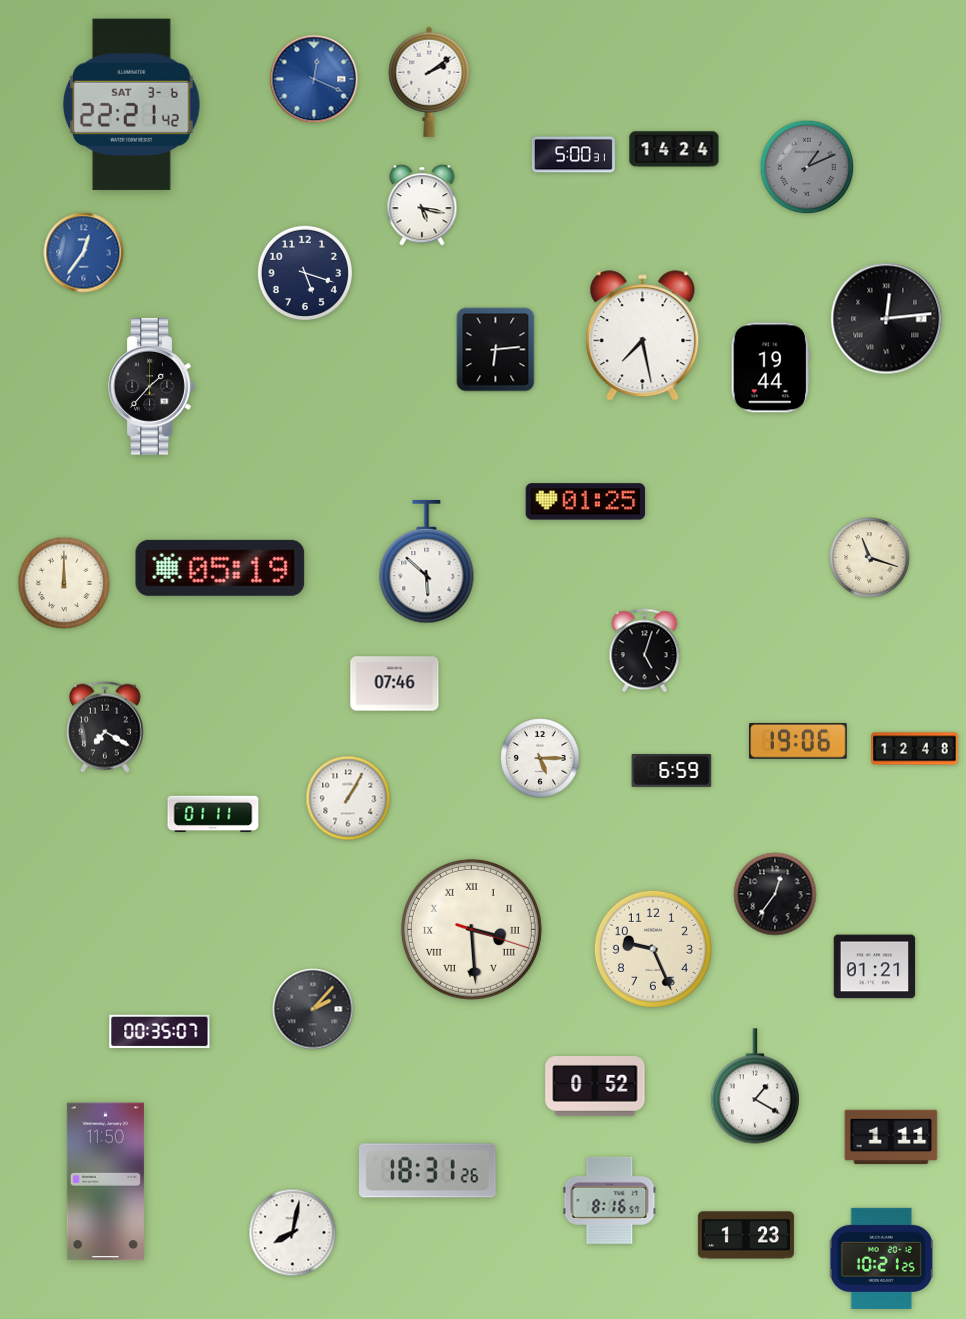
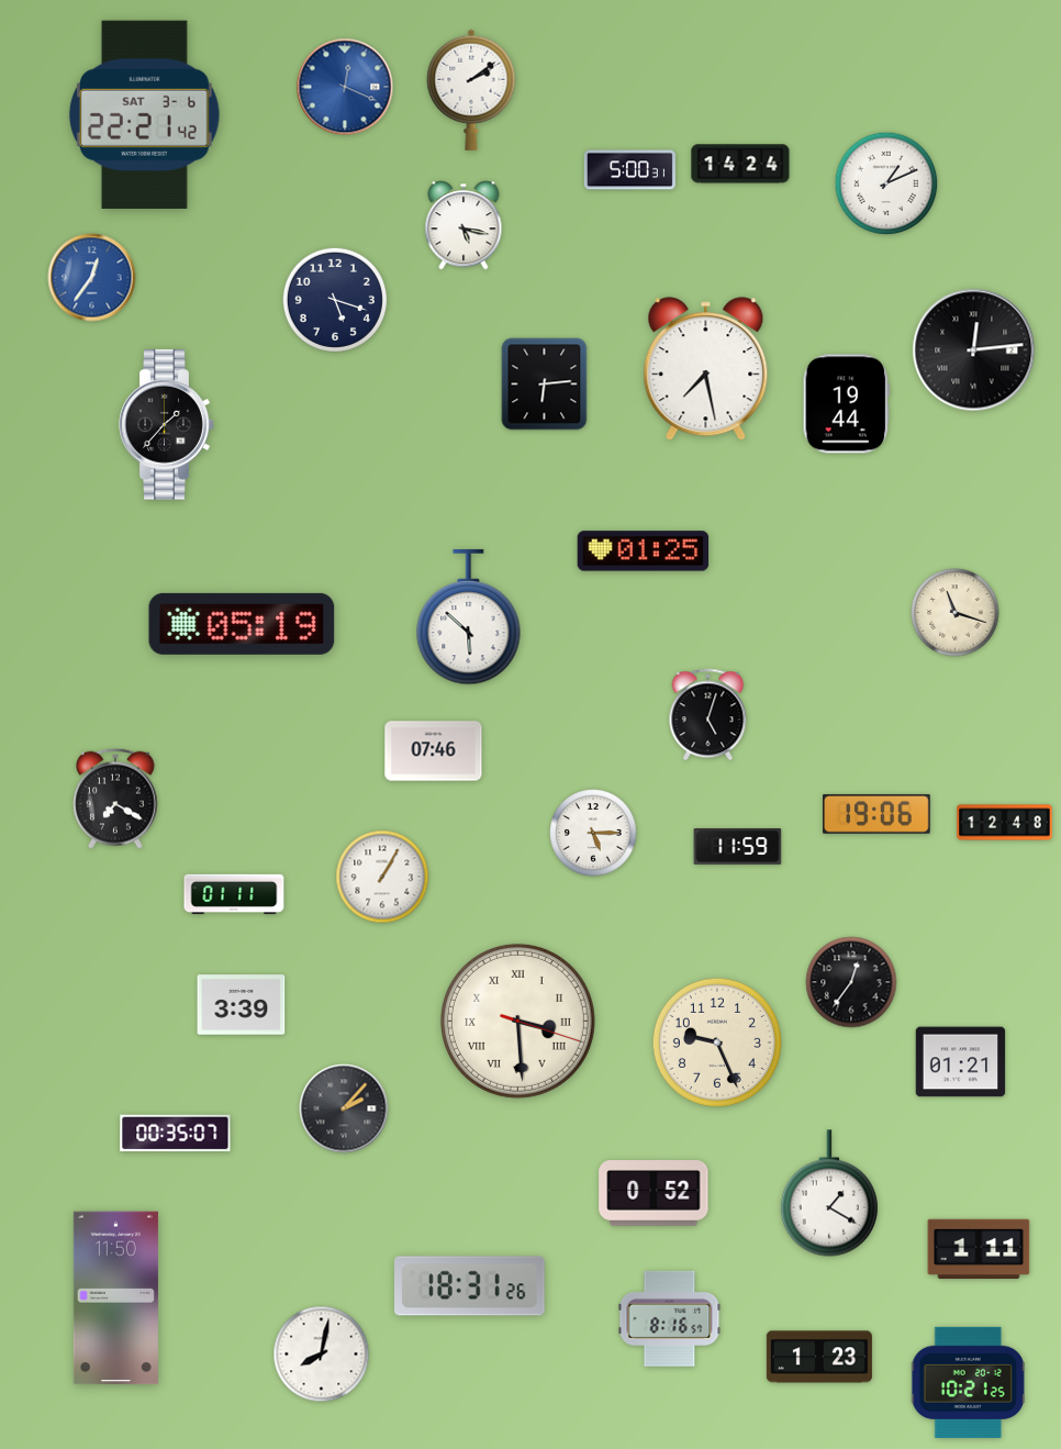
clock at (807, 167) dial: grey -> white
clock at (64, 583): 12:00 -> none
clock at (672, 771): 6:59 -> 11:59
clock at (242, 1005): none -> 3:39
